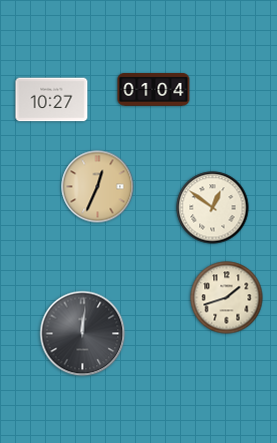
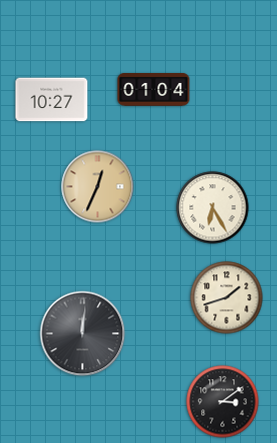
clock at (213, 208): 12:51 -> 6:25
clock at (223, 402): none -> 3:09
